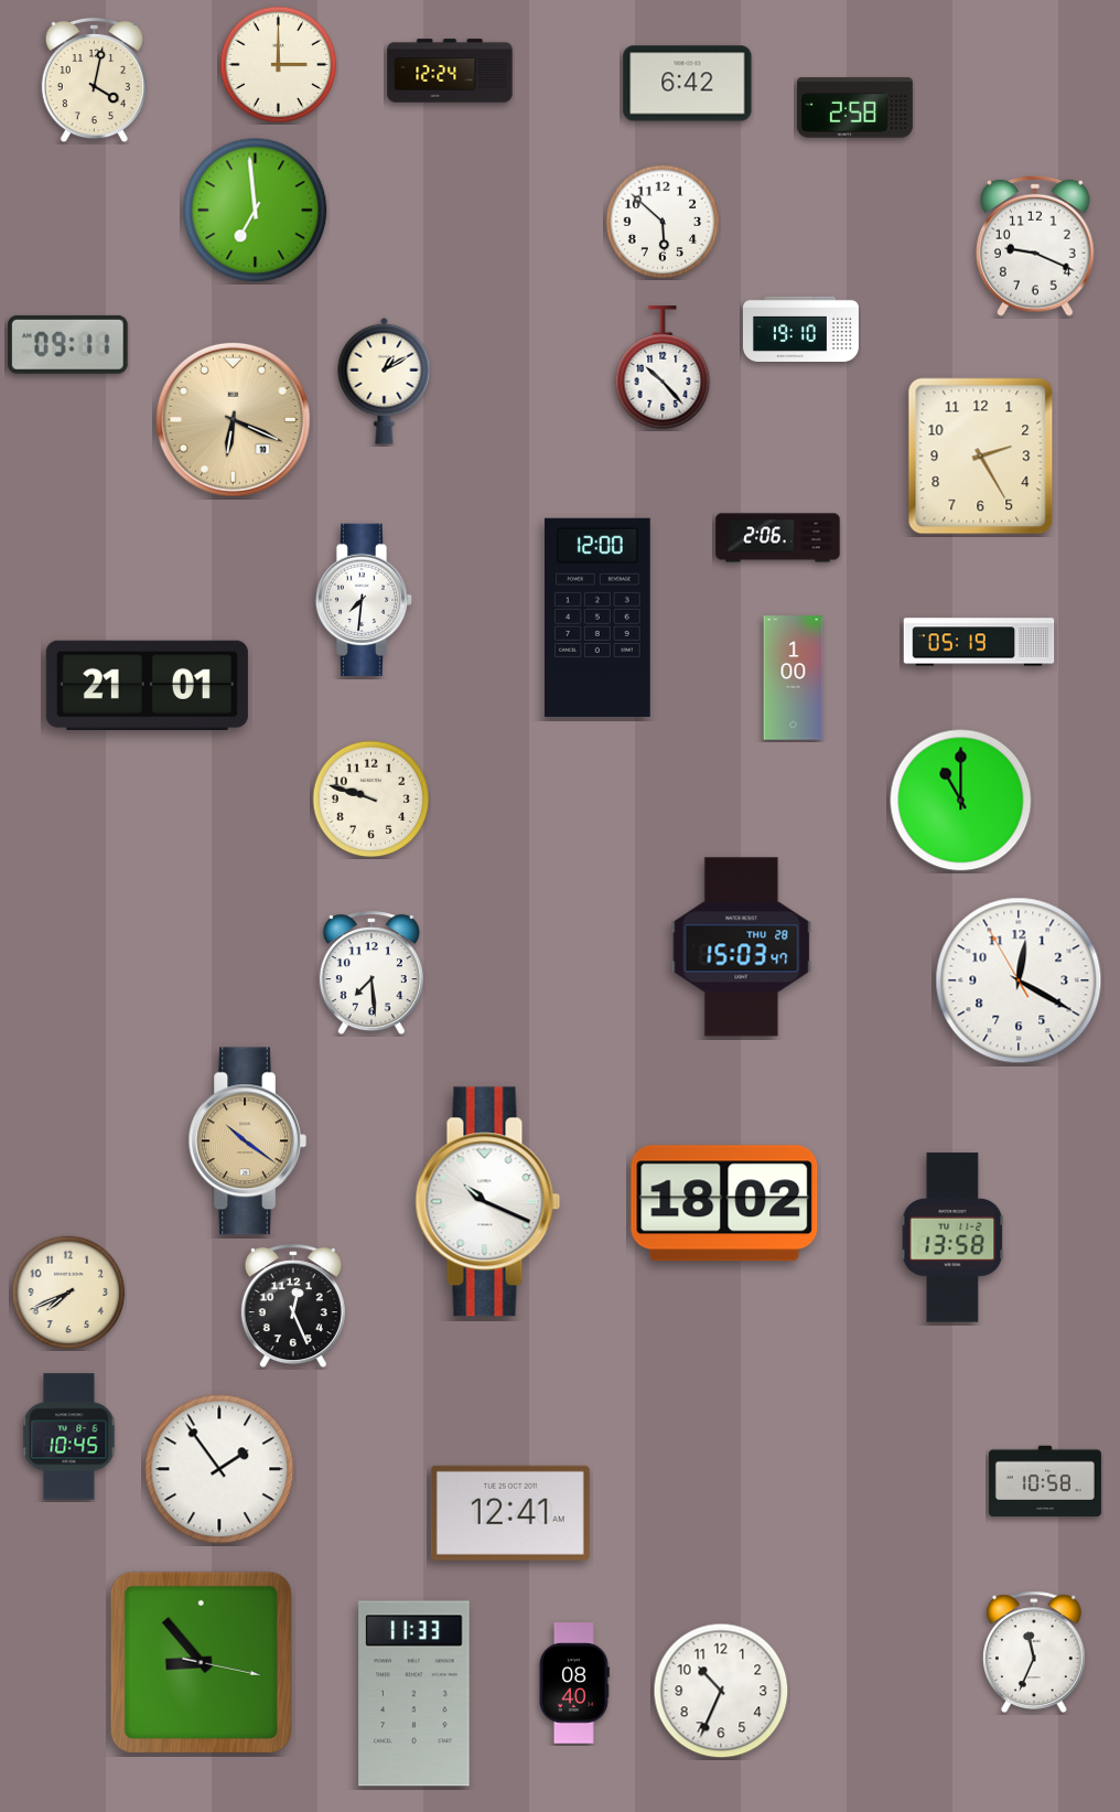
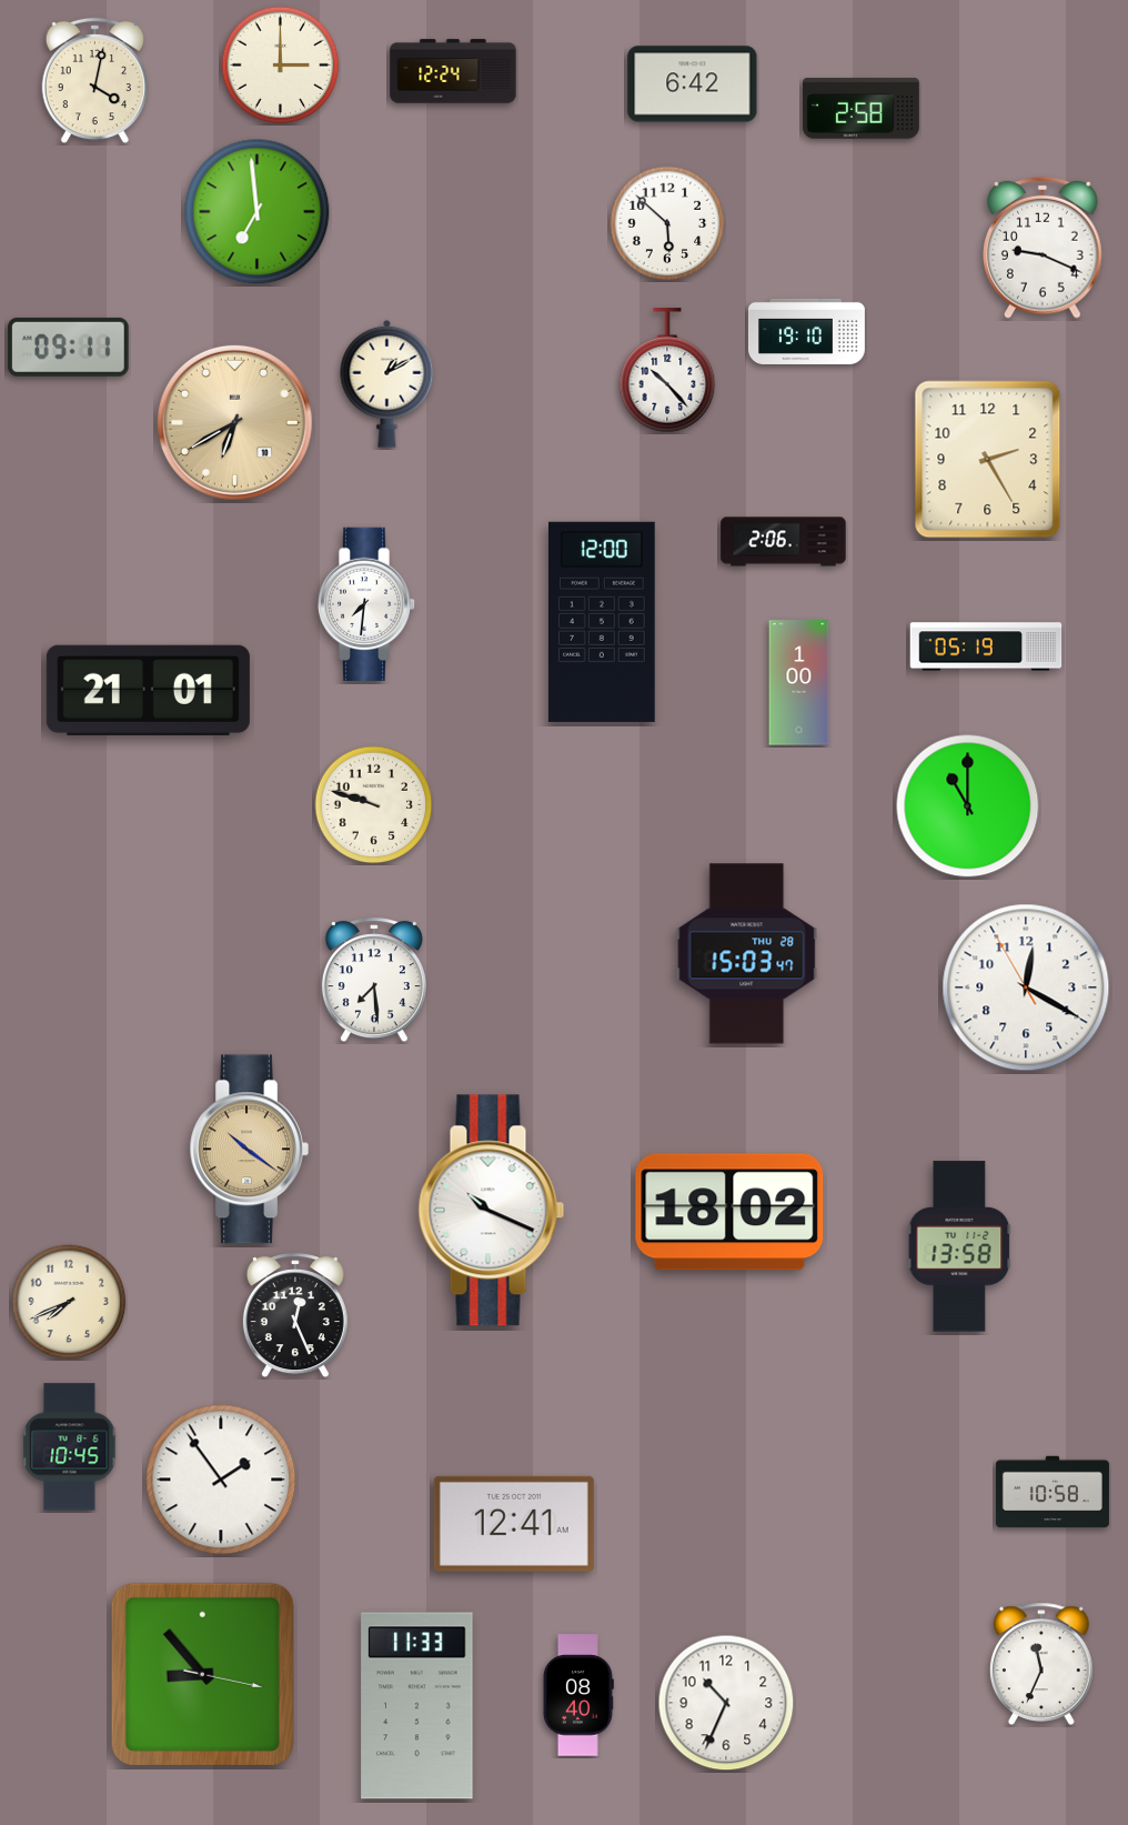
clock at (233, 419): 6:19 -> 6:40
